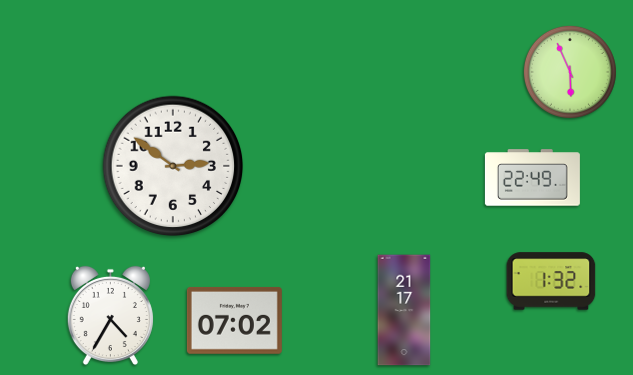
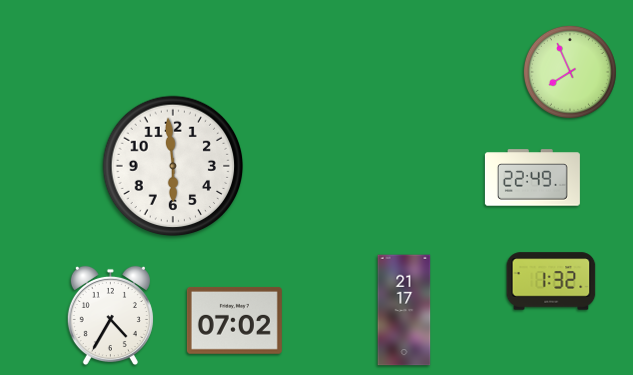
clock at (570, 72): 5:56 -> 7:56
clock at (173, 166): 2:51 -> 5:59
